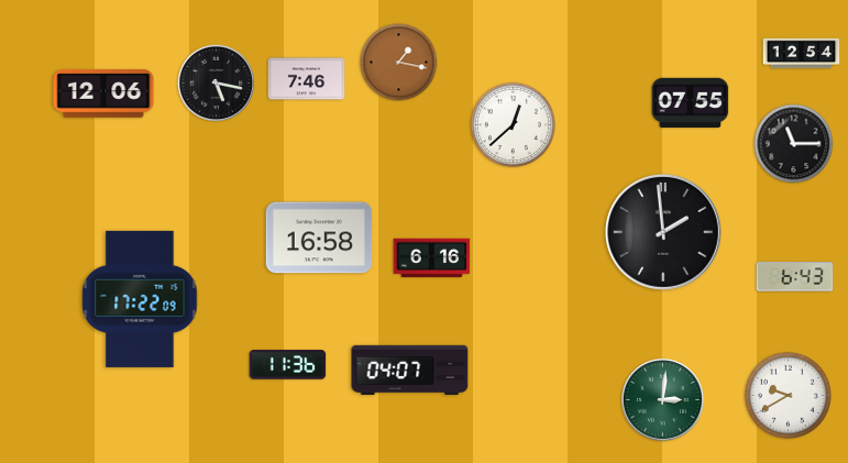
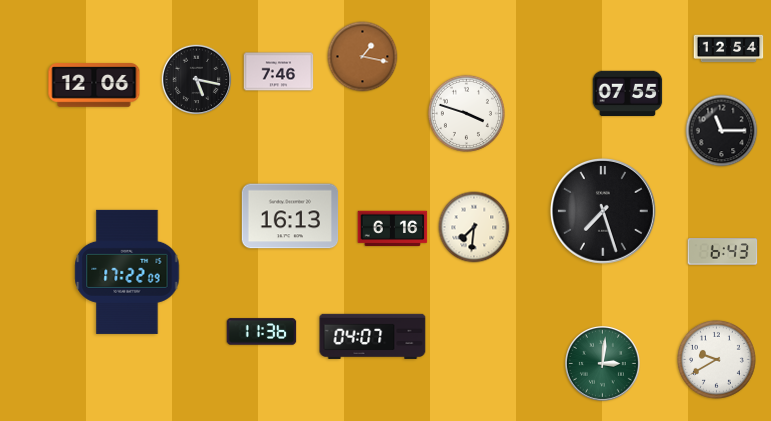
clock at (217, 84) position: (217, 84) -> (197, 80)
clock at (513, 124): 12:38 -> 3:48
clock at (663, 232): 1:59 -> 7:27
clock at (319, 238): 16:58 -> 16:13
clock at (474, 227): none -> 7:31
clock at (432, 258) position: (432, 258) -> (393, 229)
